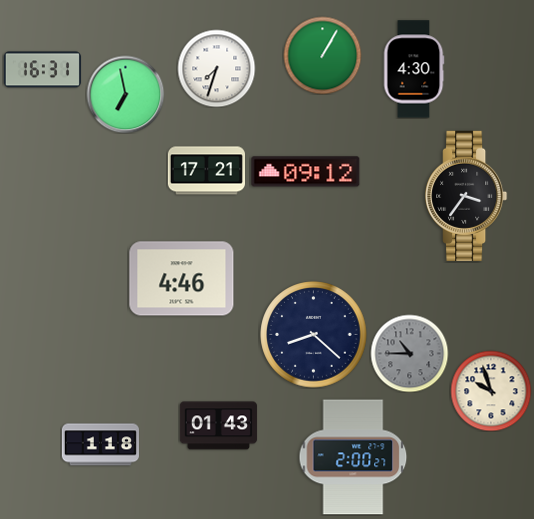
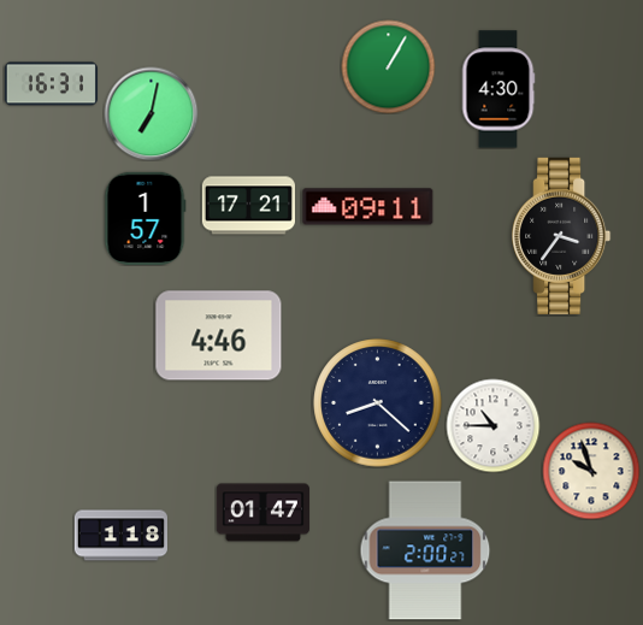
clock at (216, 68): 7:33 -> none
clock at (414, 69) position: (414, 69) -> (499, 89)
clock at (125, 94): 6:58 -> 7:02
clock at (306, 172): 09:12 -> 09:11
clock at (146, 218): none -> 1:57
clock at (409, 353) dial: grey -> white
clock at (218, 426): 01:43 -> 01:47
